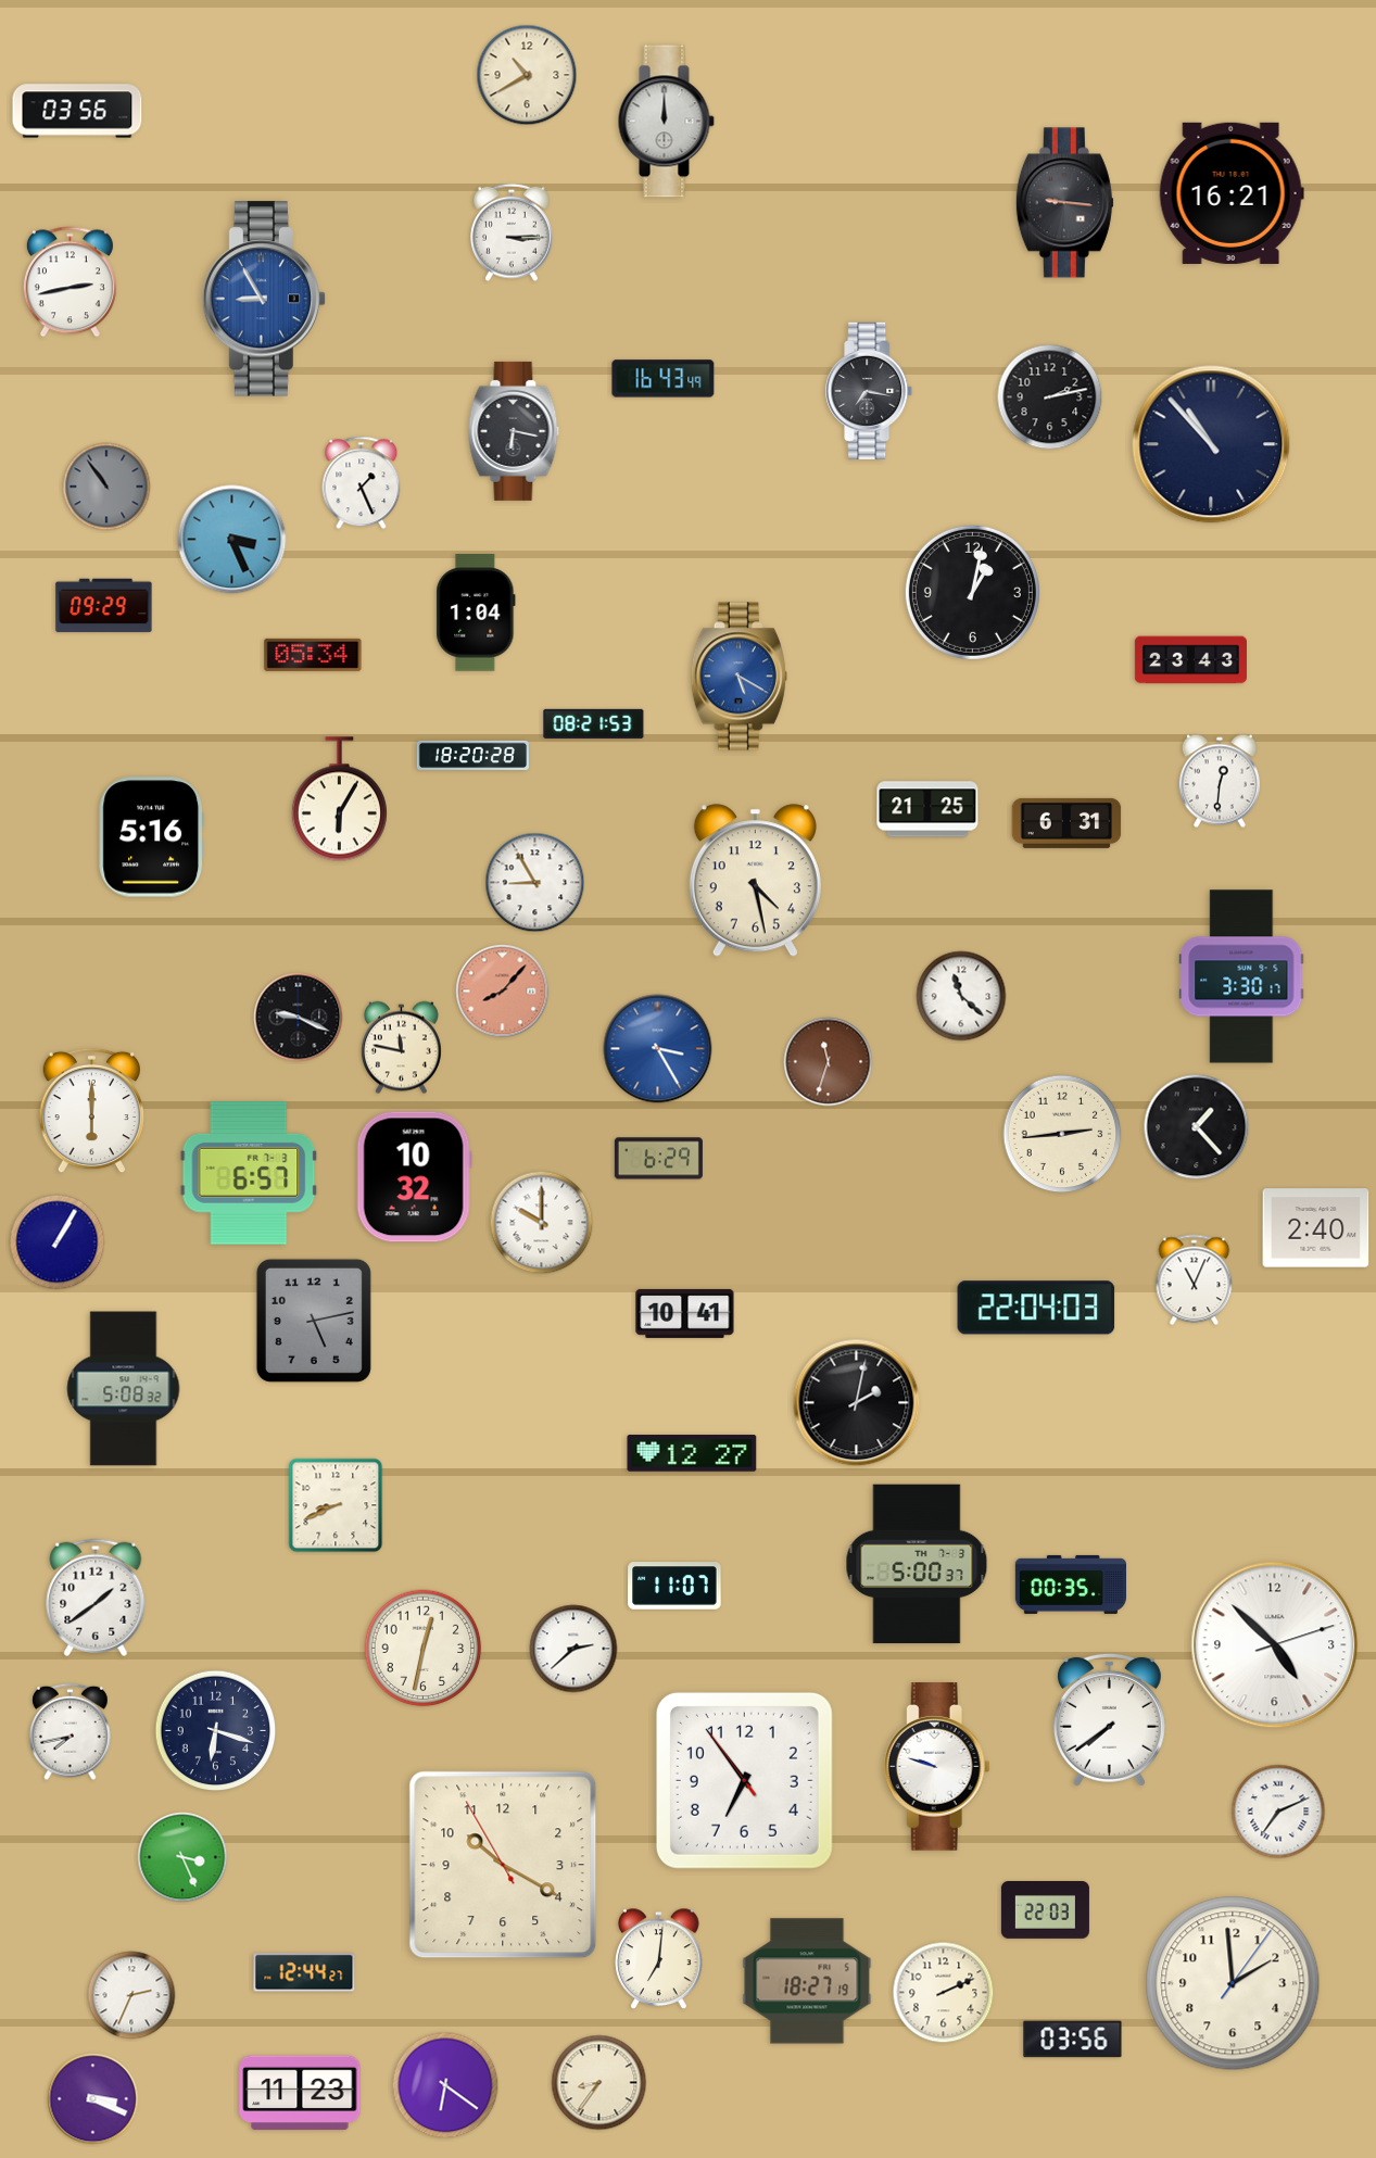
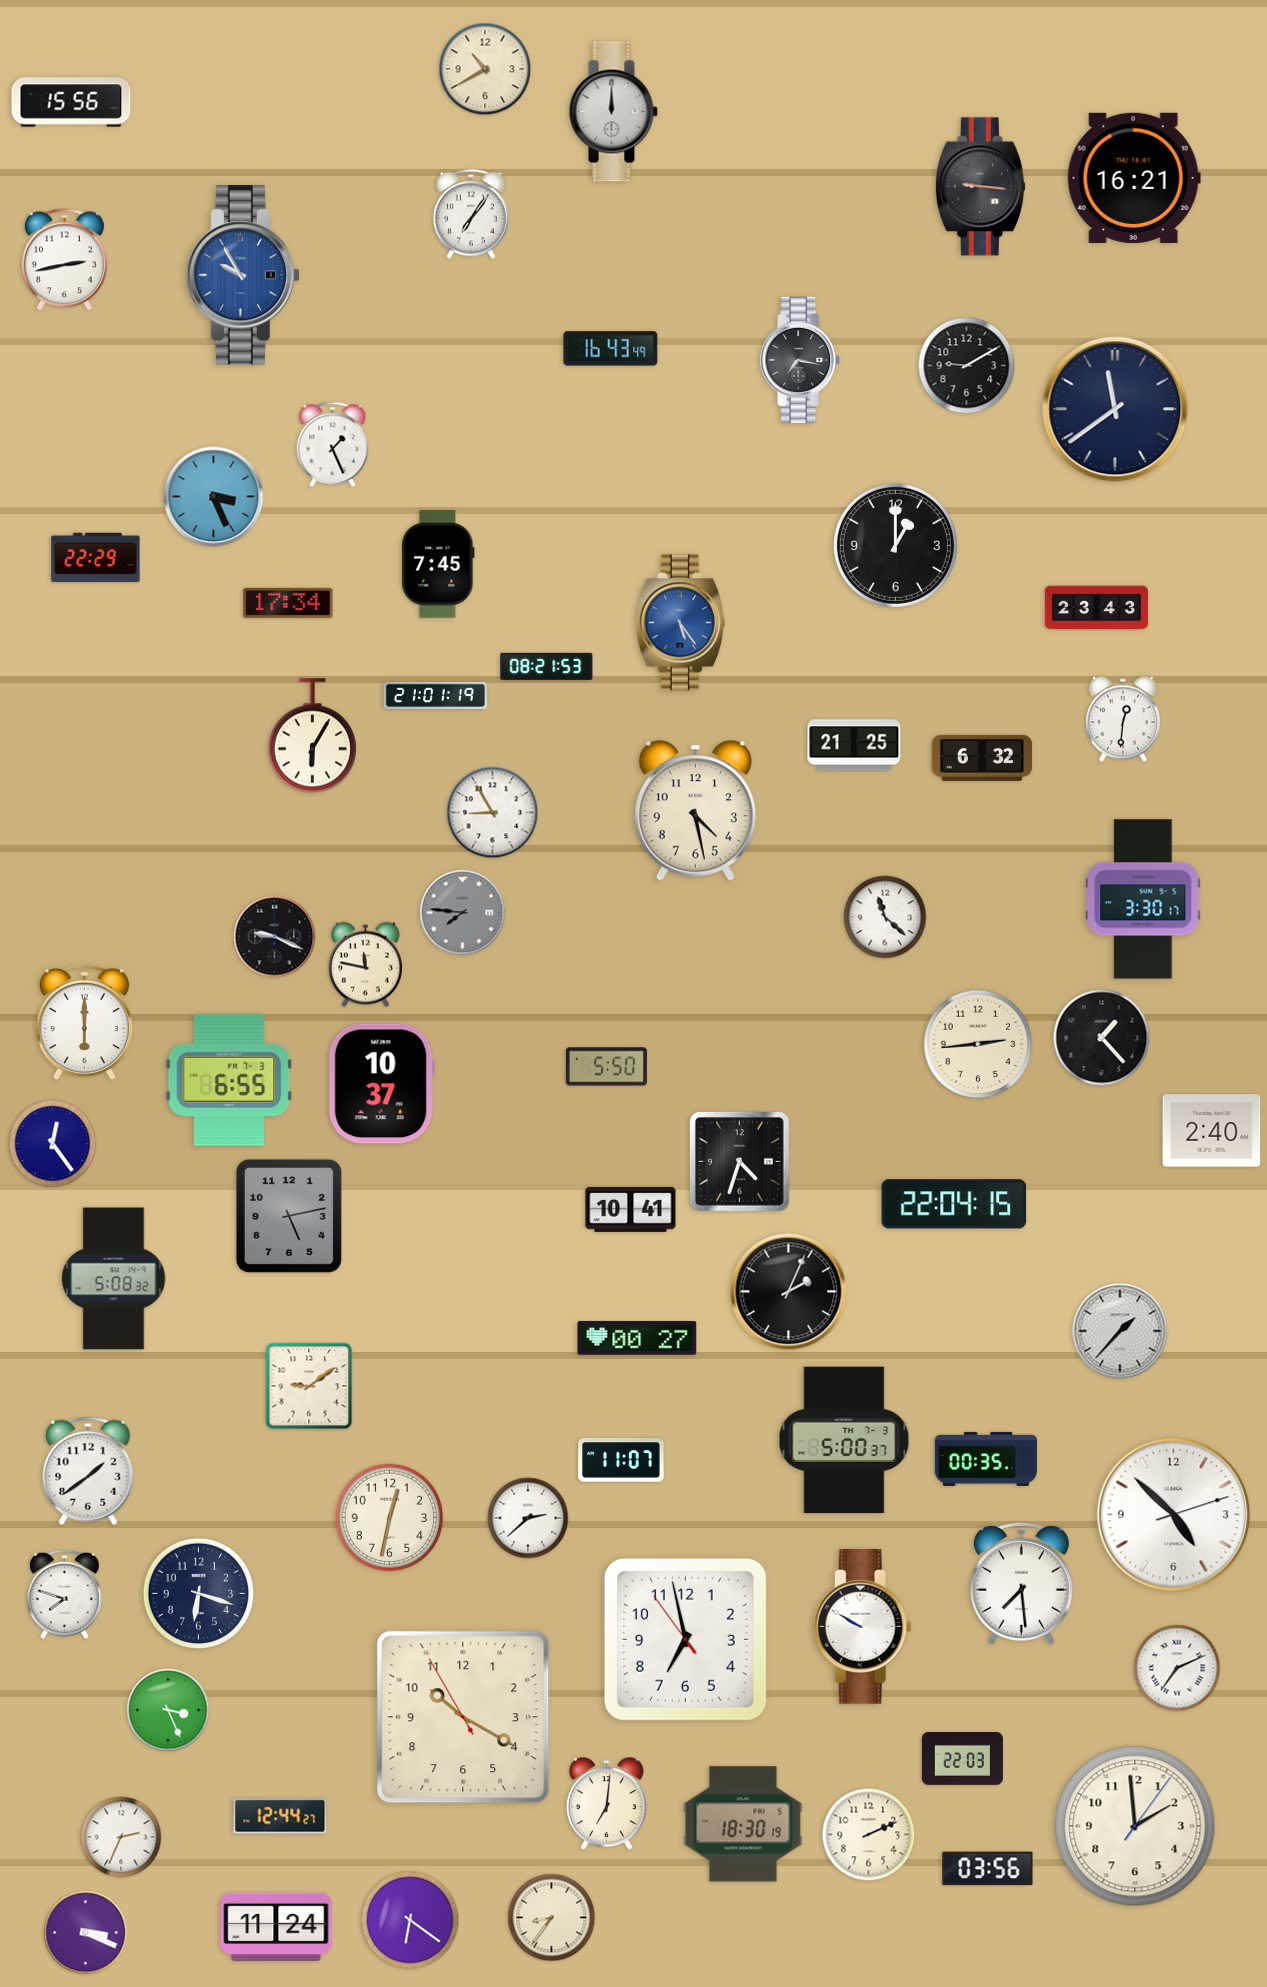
clock at (77, 111): 03:56 -> 15:56
clock at (512, 232): 3:15 -> 7:06
clock at (264, 299): 8:55 -> 9:55
clock at (1050, 397): 2:13 -> 9:10
clock at (514, 431): 6:17 -> none
clock at (1211, 444): 10:53 -> 11:39
clock at (106, 487): 10:54 -> none
clock at (972, 592): 1:02 -> 1:00
clock at (104, 606): 09:29 -> 22:29
clock at (476, 613): 1:04 -> 7:45
clock at (313, 655): 05:34 -> 17:34
clock at (739, 677): 5:20 -> 5:24
clock at (472, 755): 18:20 -> 21:01
clock at (1066, 823): 6:31 -> 6:32
clock at (151, 837): 5:16 -> none
clock at (503, 992): 8:07 -> 7:46
clock at (503, 992) dial: salmon -> grey
clock at (401, 1048) position: (401, 1048) -> (365, 965)
clock at (658, 1049): 3:25 -> none
clock at (829, 1062): 11:33 -> none
clock at (658, 1159): 6:29 -> 5:50
clock at (249, 1174): 6:57 -> 6:55
clock at (414, 1177): 10:32 -> 10:37
clock at (542, 1223): 10:00 -> none
clock at (58, 1242): 1:05 -> 12:24
clock at (740, 1162): none -> 4:33
clock at (1195, 1280): 11:04 -> none
clock at (1036, 1308): 22:04:03 -> 22:04:15
clock at (857, 1403): 2:02 -> 2:04
clock at (1120, 1331): none -> 1:37
clock at (692, 1453): 12:27 -> 00:27
clock at (336, 1505): 8:41 -> 9:09
clock at (1109, 1719): 7:39 -> 7:29
clock at (71, 1732): 7:43 -> 7:48
clock at (936, 1767): 9:48 -> 9:50
clock at (744, 1780): 6:53 -> 6:57
clock at (807, 1981): 18:27 -> 18:30
clock at (1073, 2040) position: (1073, 2040) -> (988, 1869)
clock at (300, 2093): 11:23 -> 11:24
